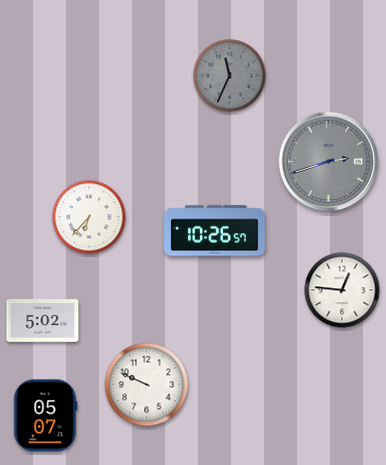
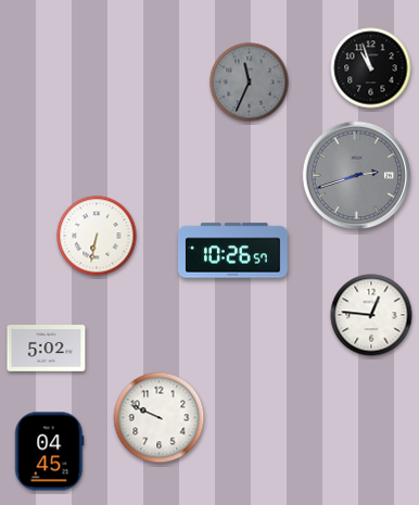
clock at (371, 68): none -> 10:57
clock at (89, 217): 6:37 -> 6:32
clock at (46, 416): 05:07 -> 04:45
